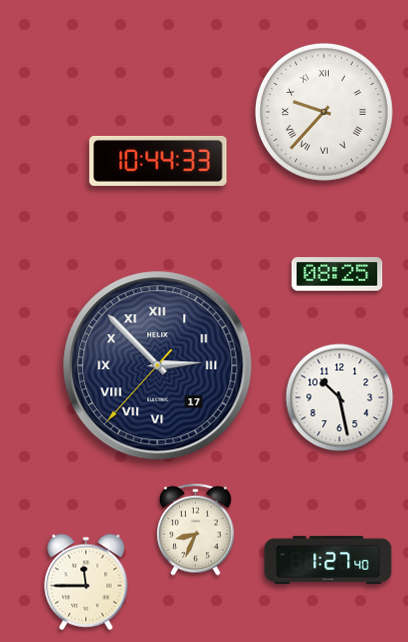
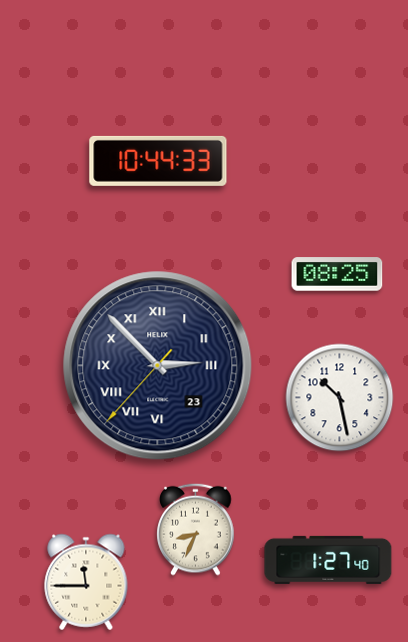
clock at (324, 112): 9:37 -> none
clock at (158, 366) date: 17 -> 23
